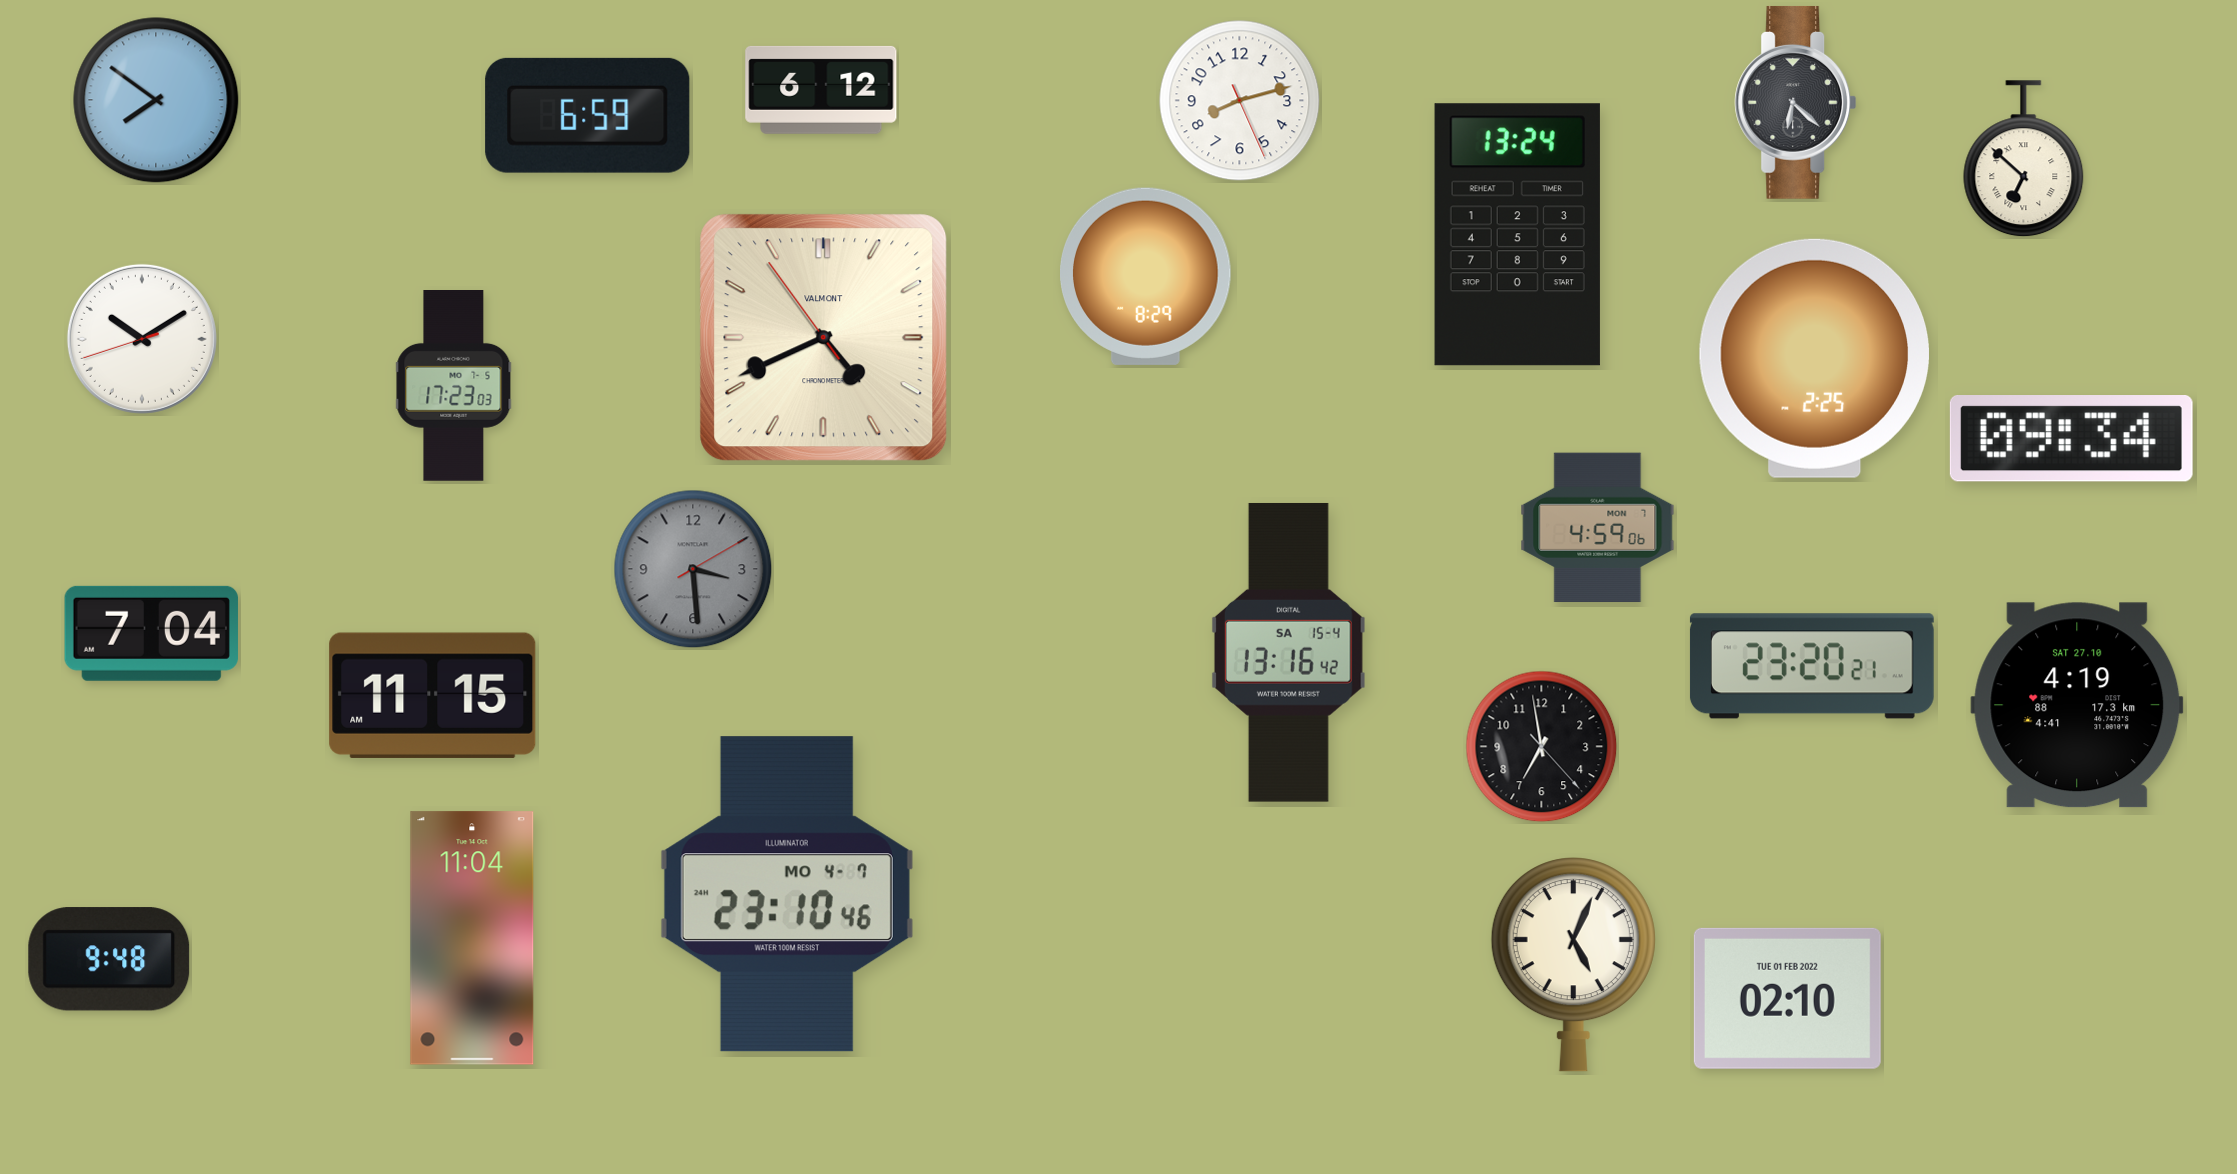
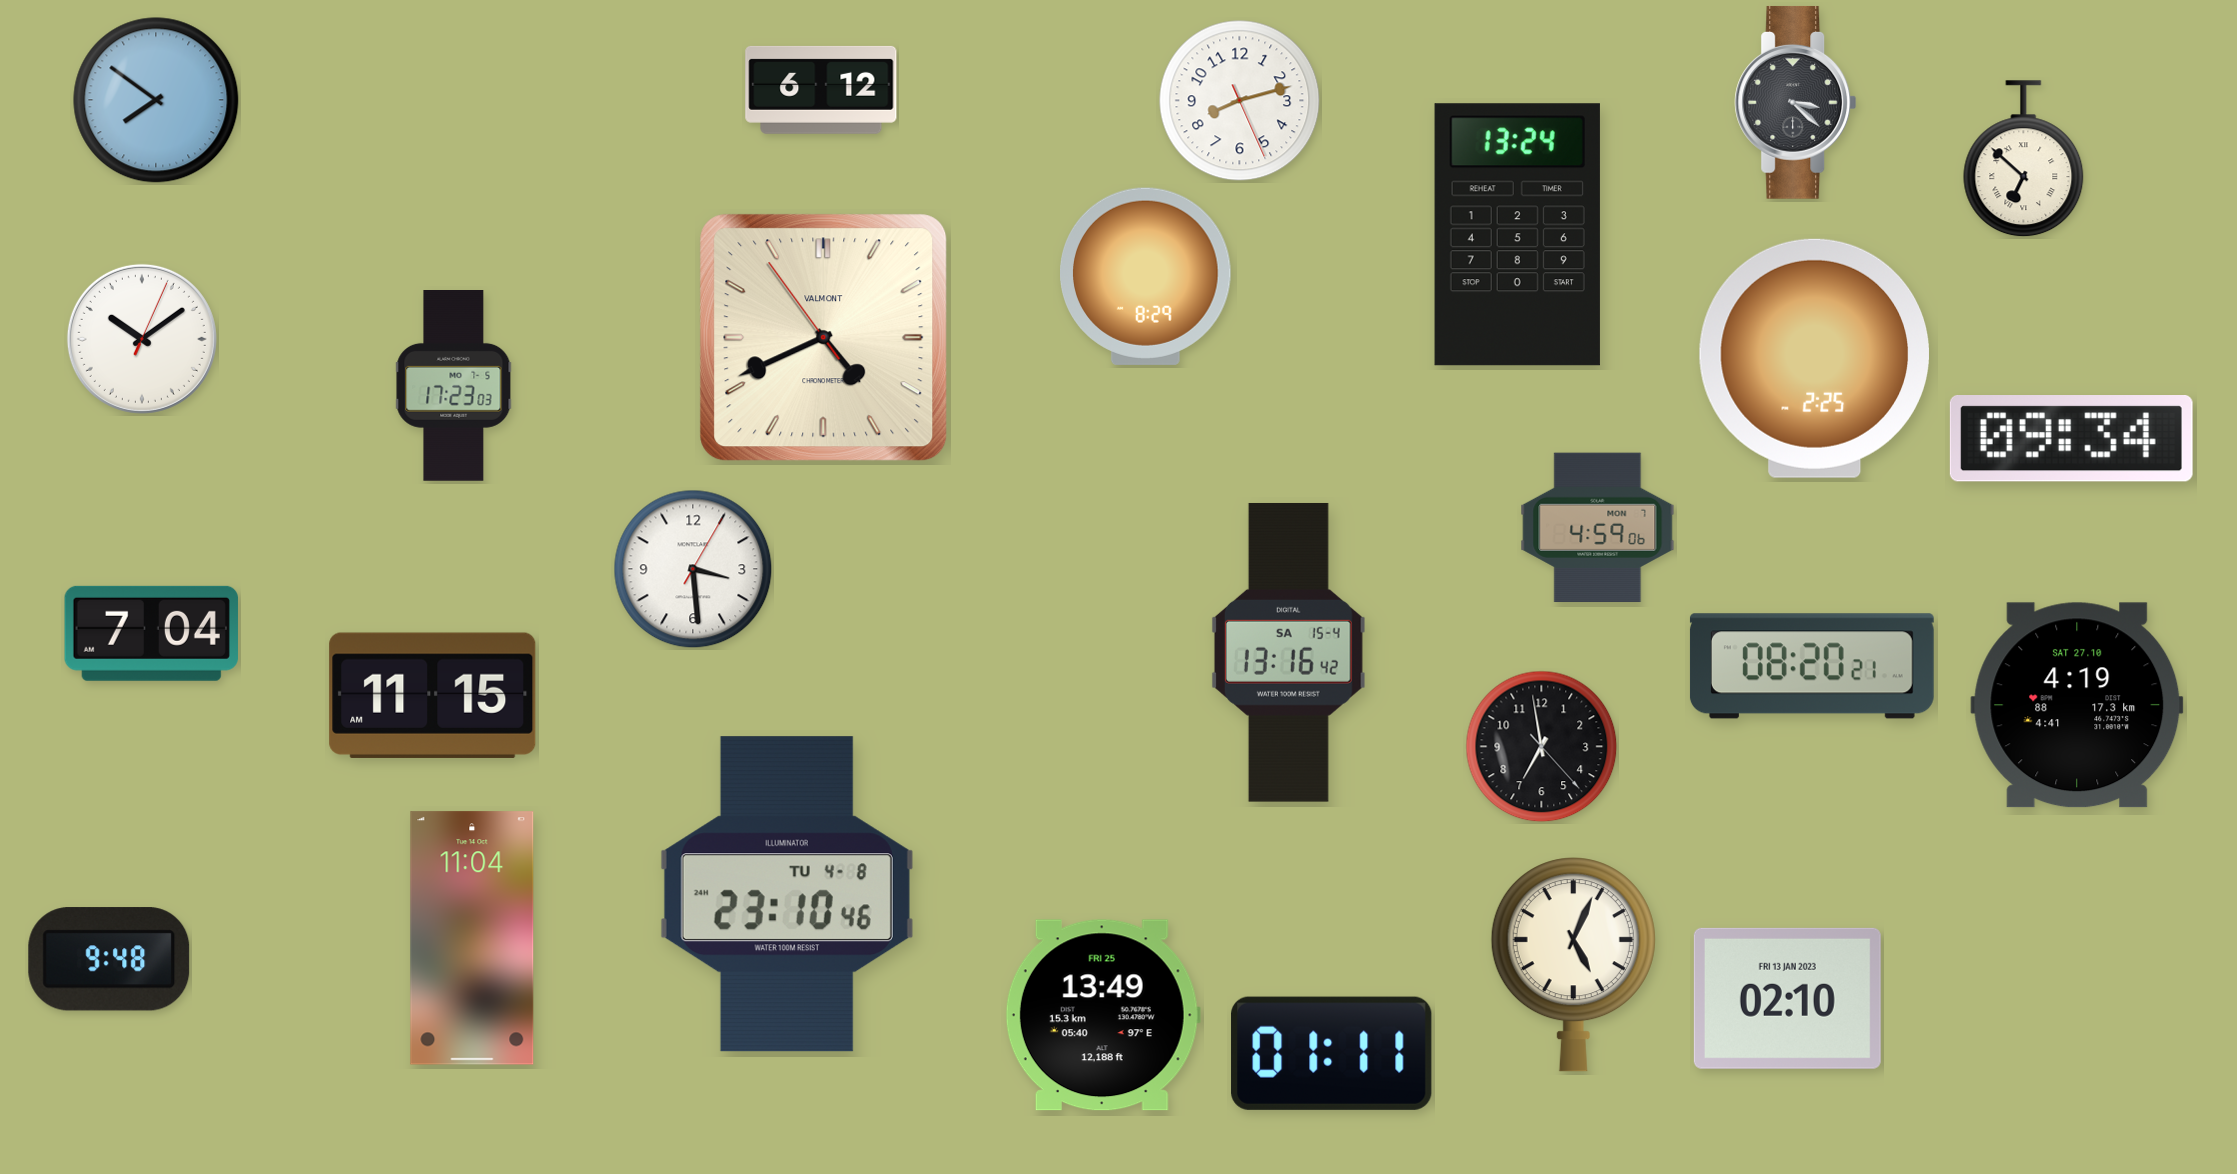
clock at (1796, 102): 6:22 -> 3:22
clock at (588, 115): 6:59 -> none
clock at (142, 339): 10:09:42 -> 10:09:04
clock at (693, 569): 3:29:10 -> 3:29:05
clock at (693, 569) dial: grey -> white
clock at (1812, 666): 23:20 -> 08:20
clock at (787, 894) date: MO 4-7 -> TU 4-8
clock at (1787, 998) date: TUE 01 FEB 2022 -> FRI 13 JAN 2023
clock at (1103, 1015): none -> 13:49
clock at (1332, 1053): none -> 01:11
